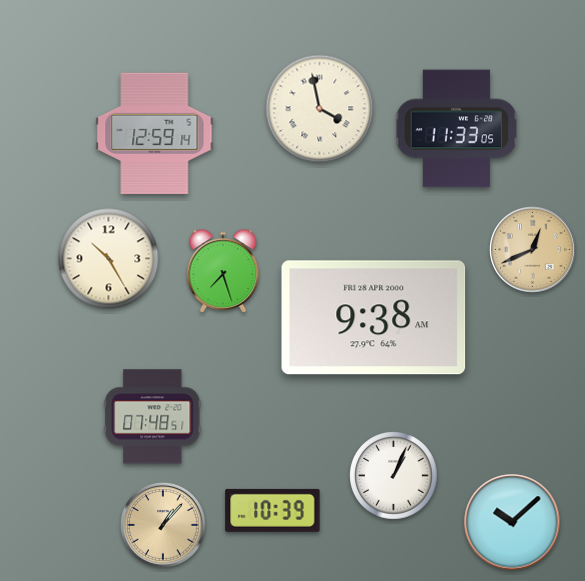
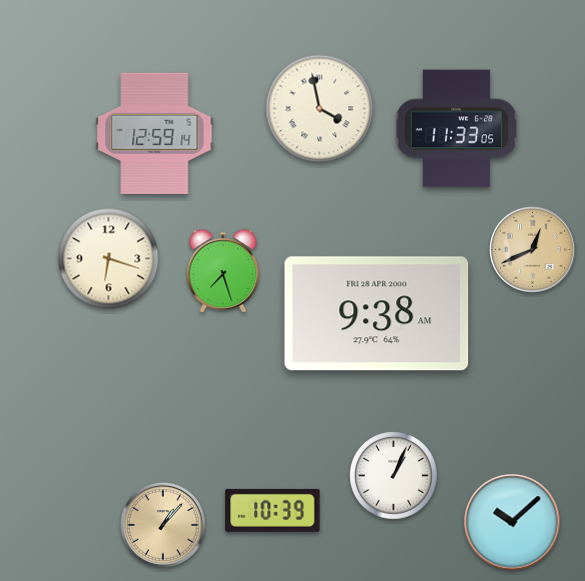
clock at (109, 259): 10:25 -> 6:18
clock at (374, 318) position: (374, 318) -> (377, 314)
clock at (153, 417): 07:48 -> none
